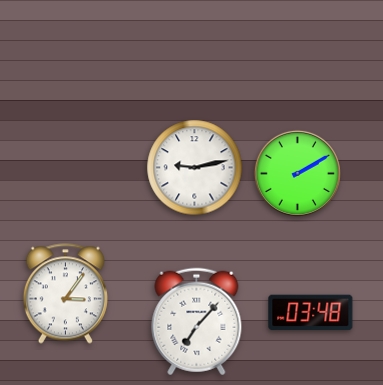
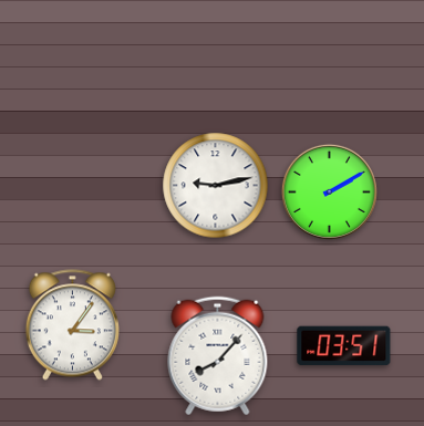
clock at (311, 313): 03:48 -> 03:51
clock at (197, 322): 7:07 -> 8:07
